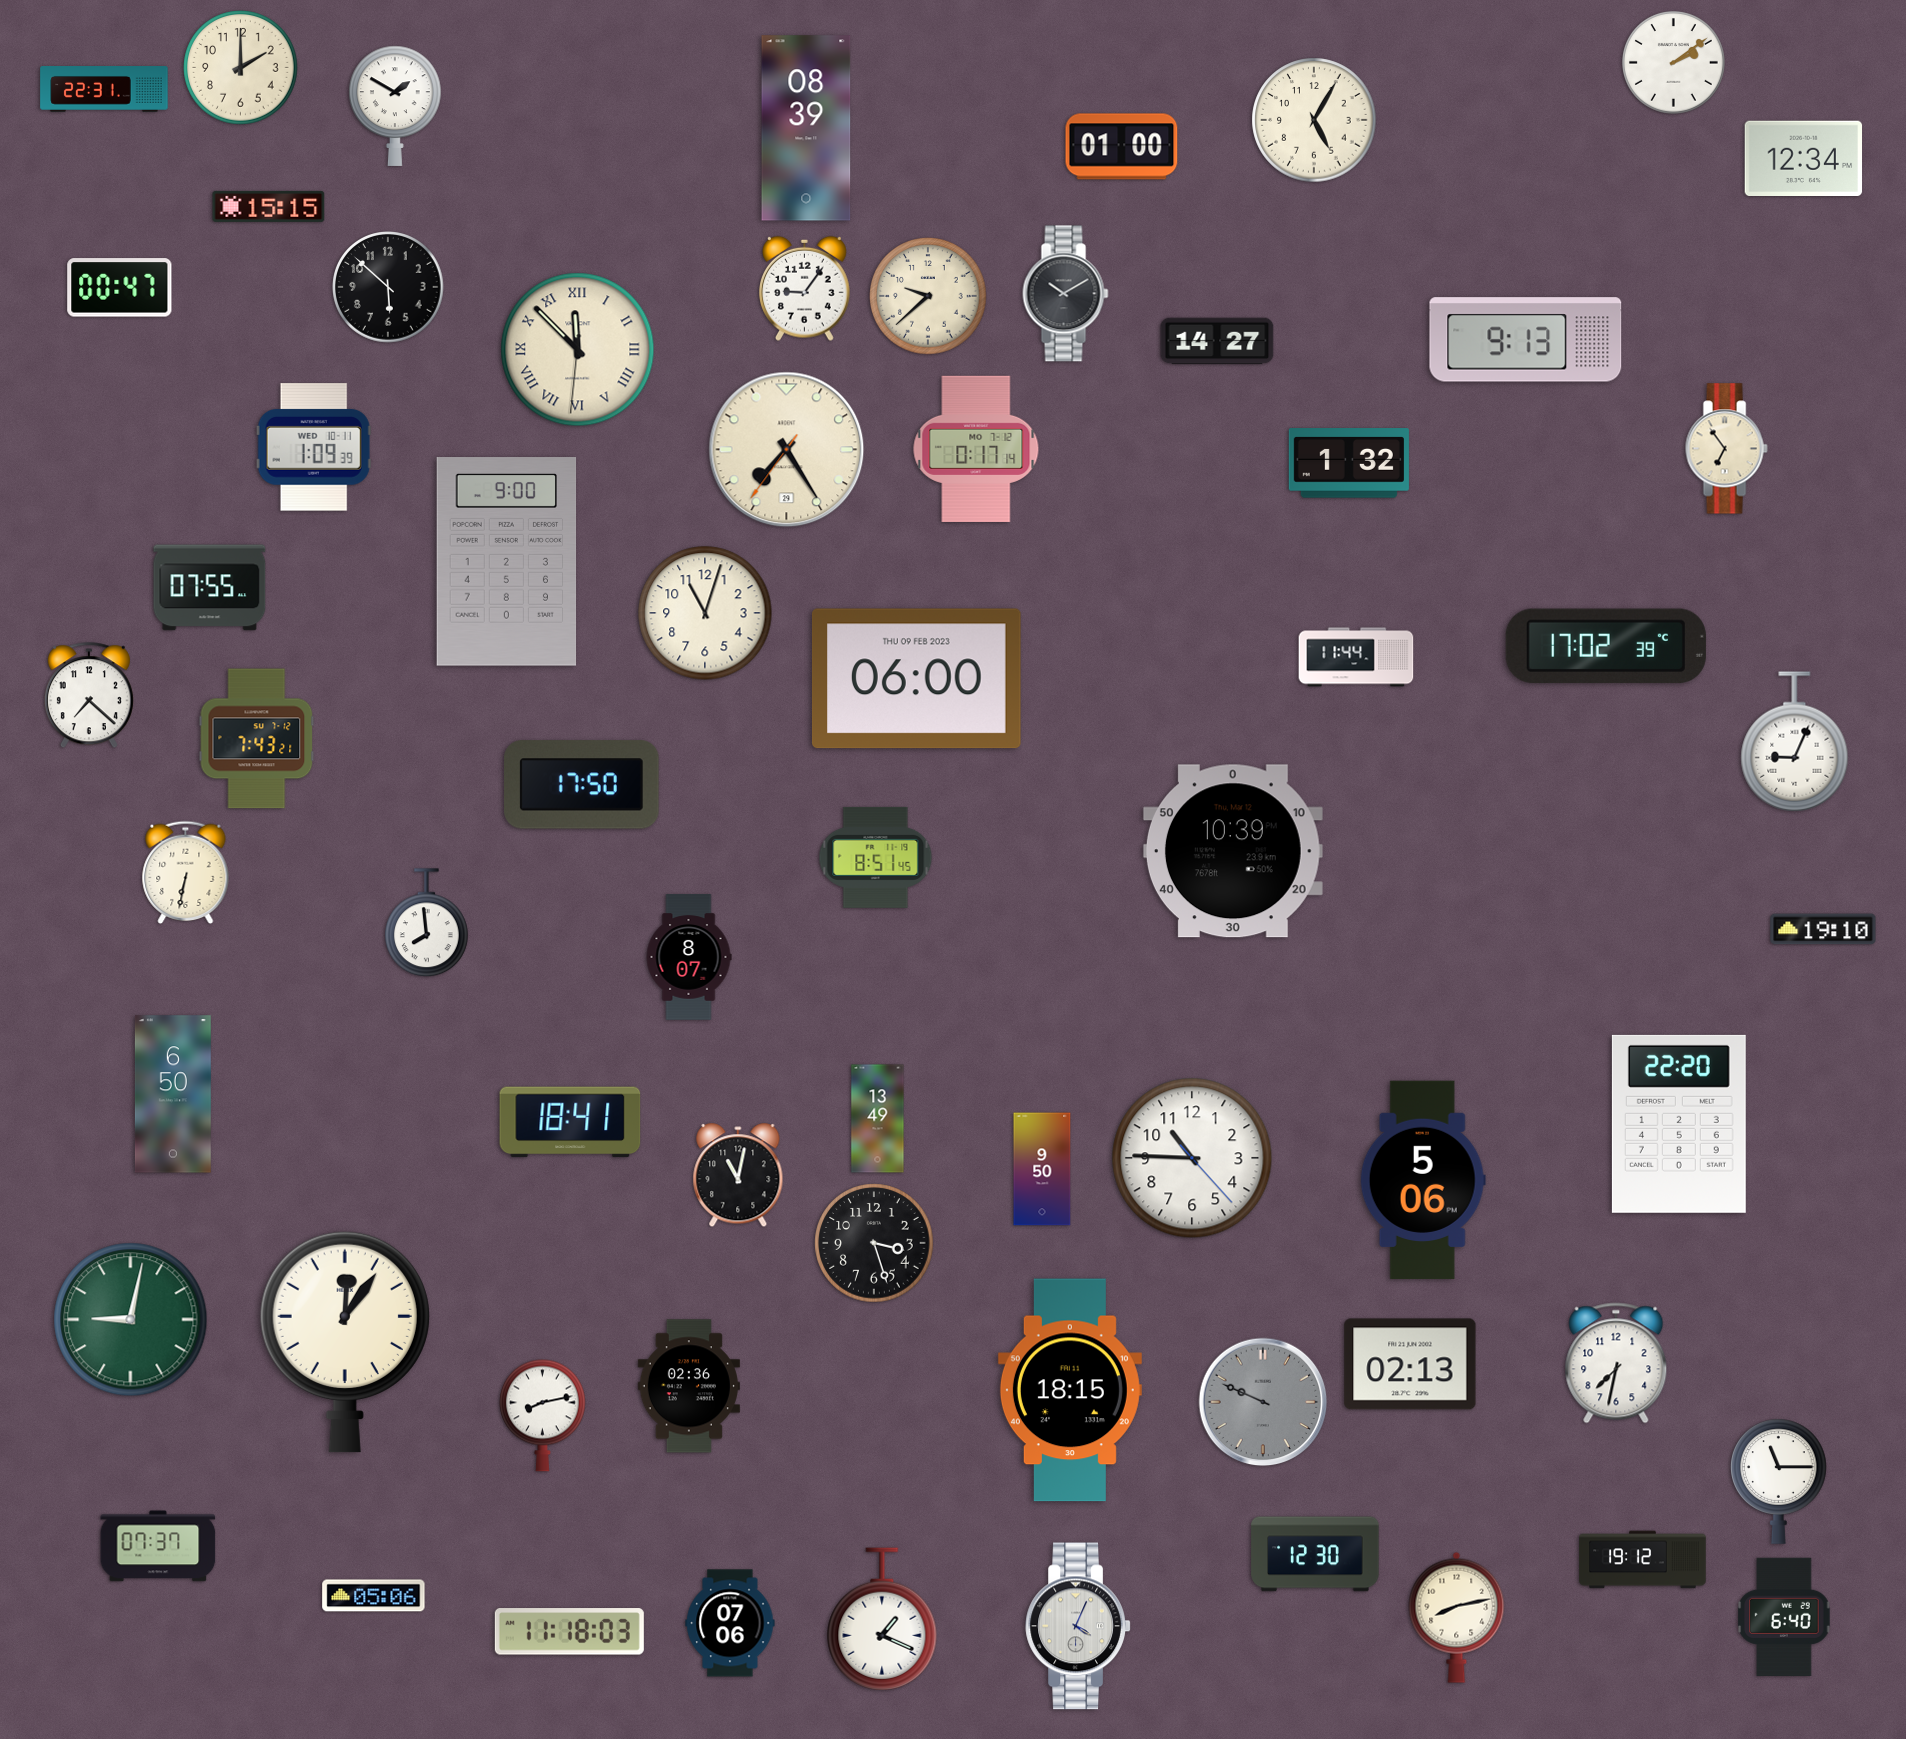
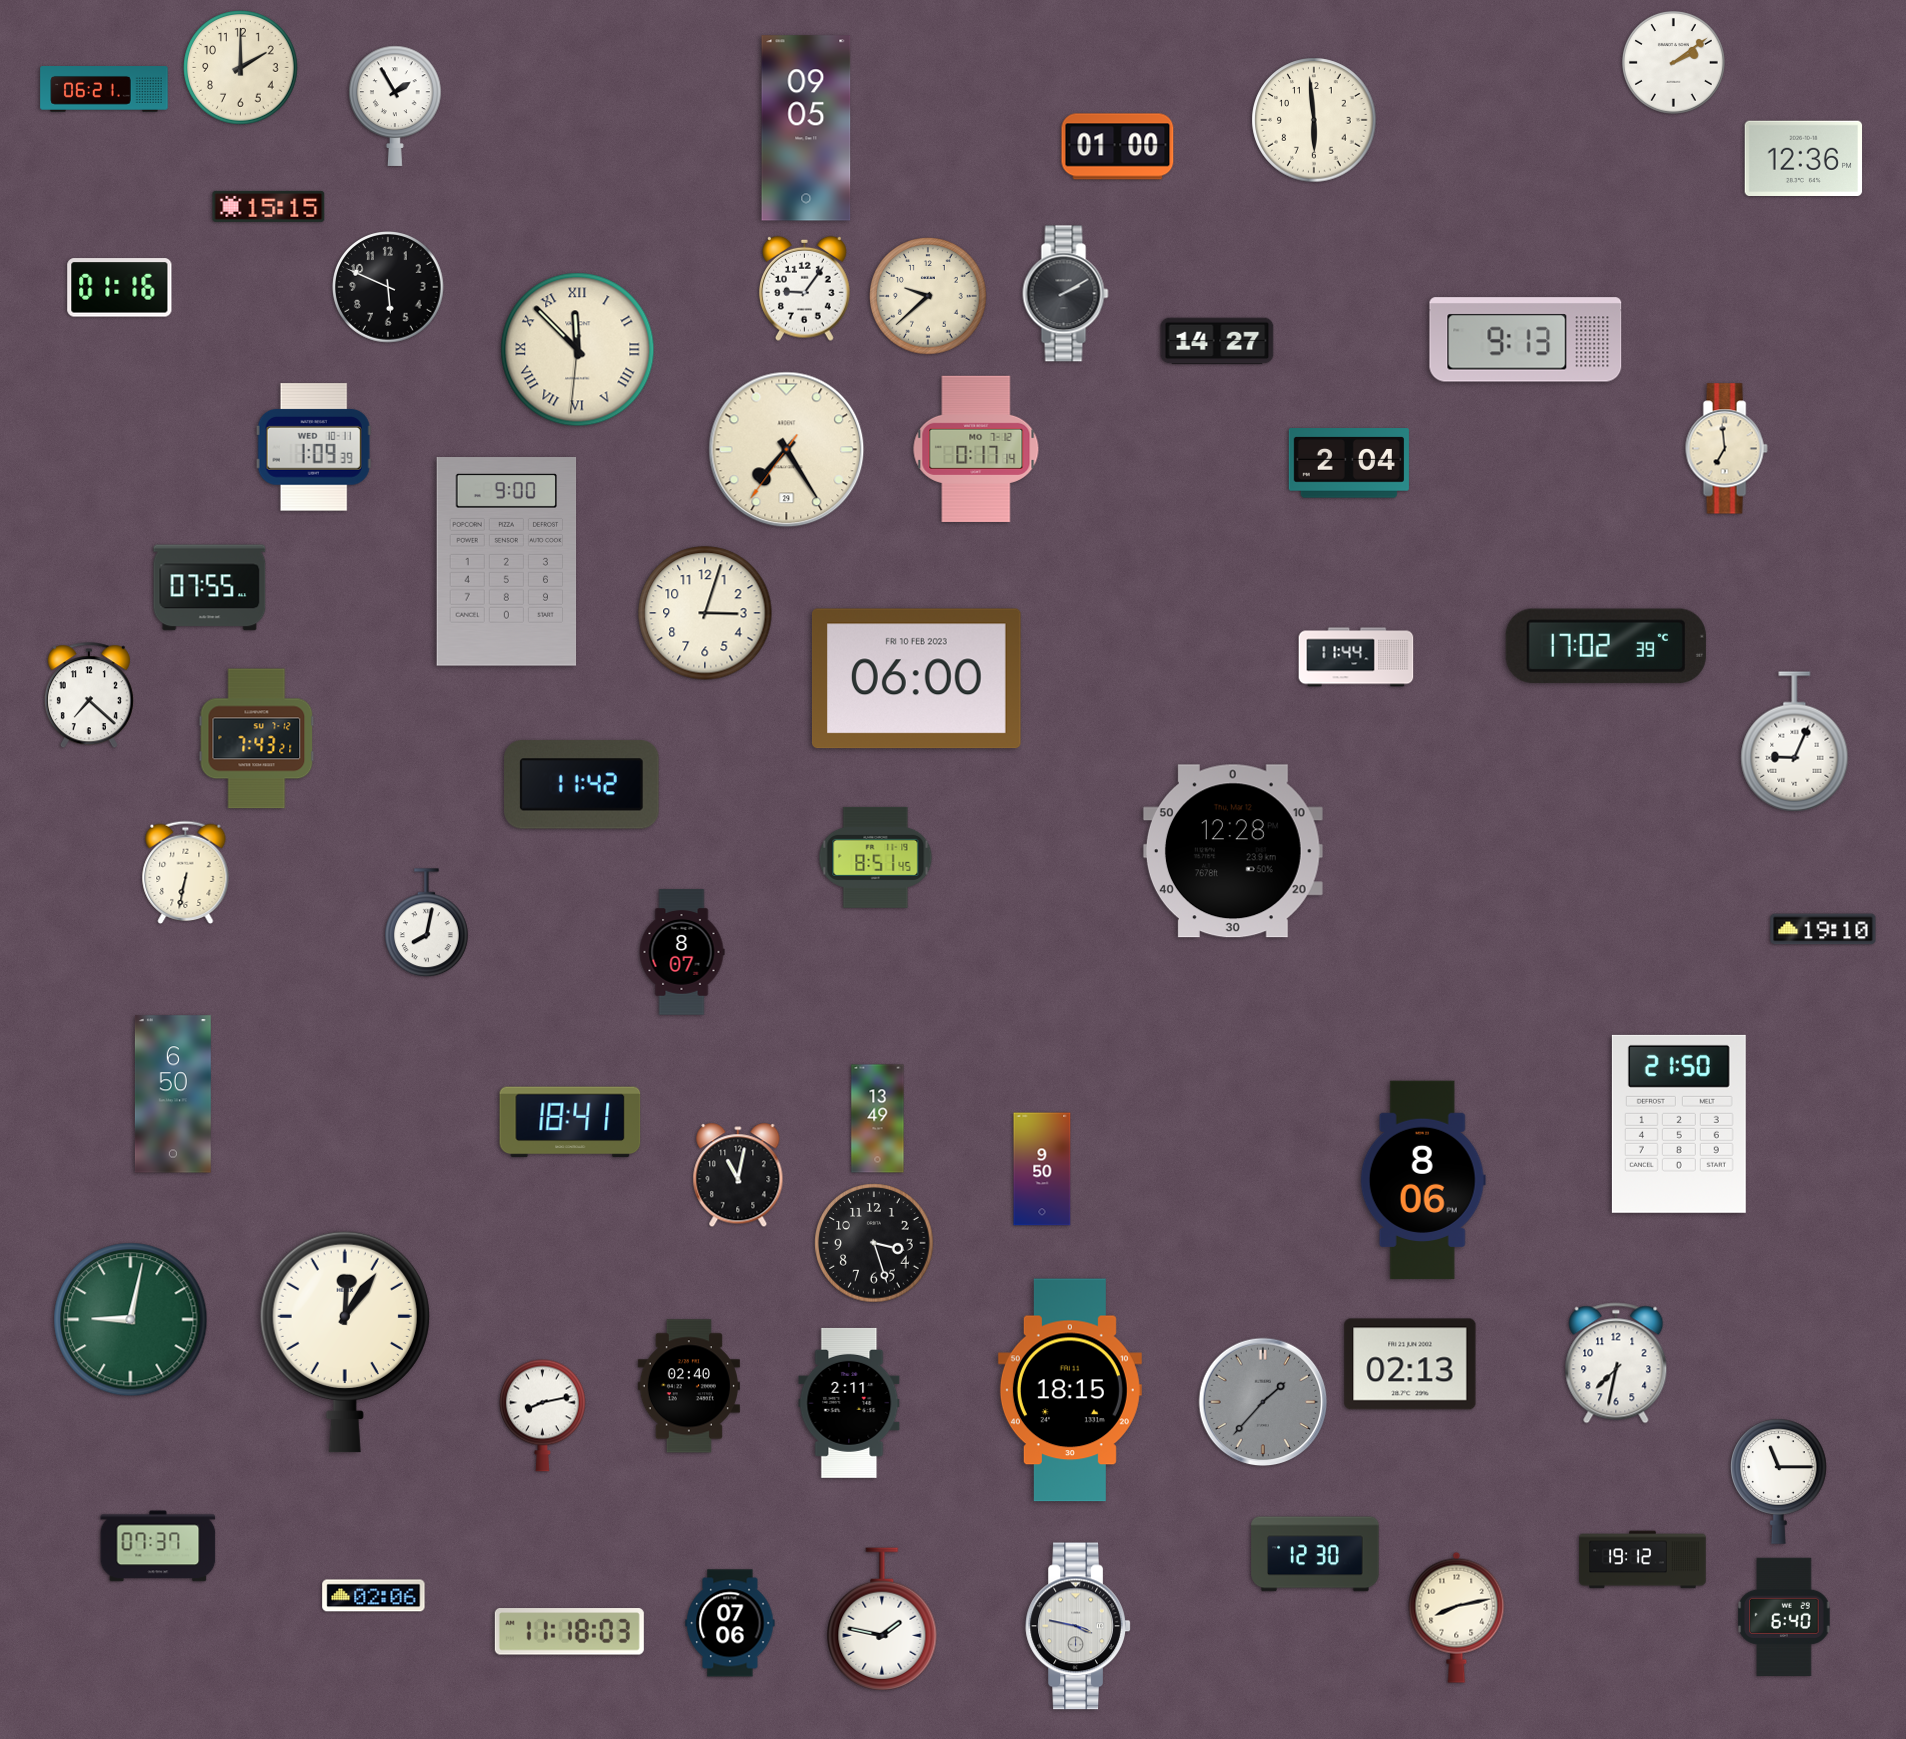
clock at (104, 90): 22:31 -> 06:21
clock at (395, 106): 1:50 -> 1:55
clock at (1314, 120): 5:05 -> 5:59
clock at (806, 128): 08:39 -> 09:05
clock at (1122, 147) position: (1122, 147) -> (1118, 147)
clock at (1804, 159): 12:34 -> 12:36
clock at (388, 287): 5:52 -> 5:49
clock at (120, 288): 00:47 -> 01:16
clock at (1066, 294): 10:10 -> 2:10
clock at (1726, 449): 6:54 -> 6:59
clock at (1349, 463): 1:32 -> 2:04
clock at (705, 613): 11:03 -> 3:03
clock at (917, 679) date: THU 09 FEB 2023 -> FRI 10 FEB 2023
clock at (582, 785): 17:50 -> 11:42
clock at (1233, 851): 10:39 -> 12:28
clock at (427, 923): 7:59 -> 8:02
clock at (689, 957) position: (689, 957) -> (682, 952)
clock at (1679, 1124): 22:20 -> 21:50
clock at (1192, 1158): 10:45 -> none
clock at (1423, 1180): 5:06 -> 8:06
clock at (689, 1386): 02:36 -> 02:40
clock at (1263, 1402): 9:49 -> 1:37
clock at (849, 1403): none -> 2:11
clock at (374, 1596): 05:06 -> 02:06
clock at (882, 1619): 1:19 -> 1:47
clock at (1078, 1626): 4:04 -> 3:47
